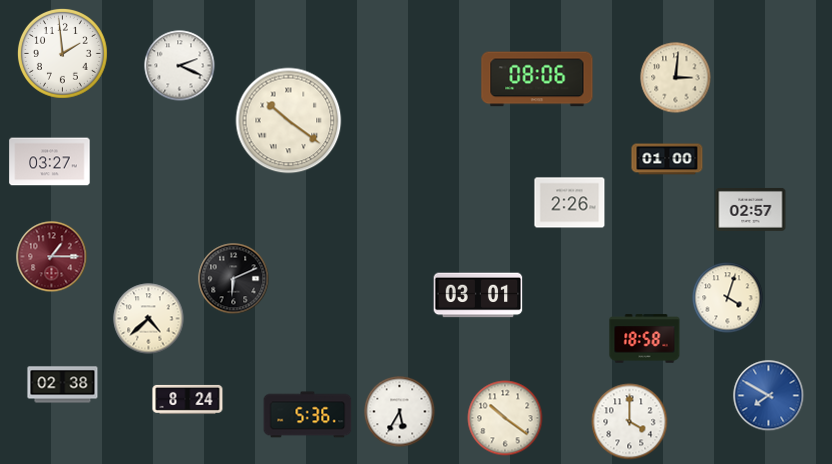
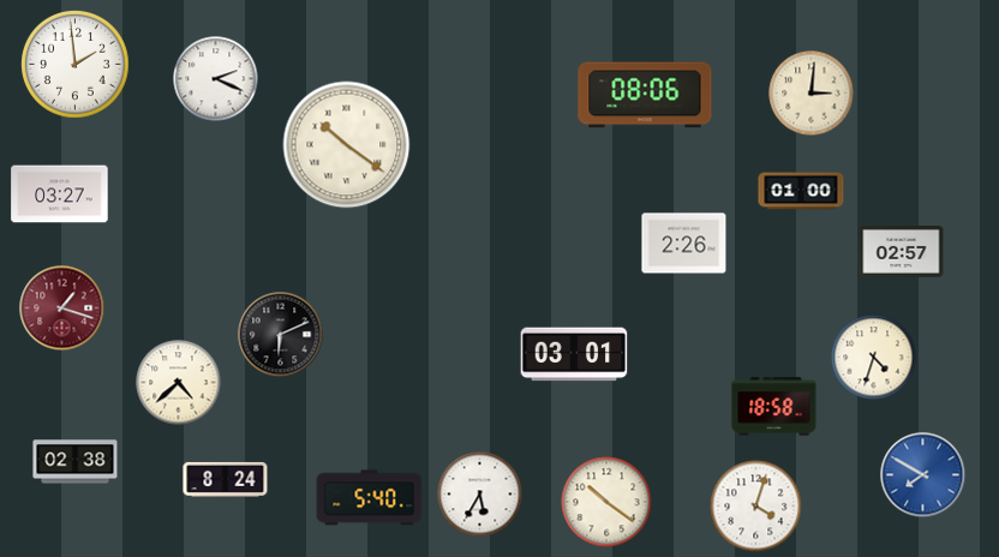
clock at (52, 257): 1:15 -> 1:18
clock at (728, 298): 4:03 -> 4:33
clock at (308, 415): 5:36 -> 5:40
clock at (630, 422): 4:00 -> 4:03
